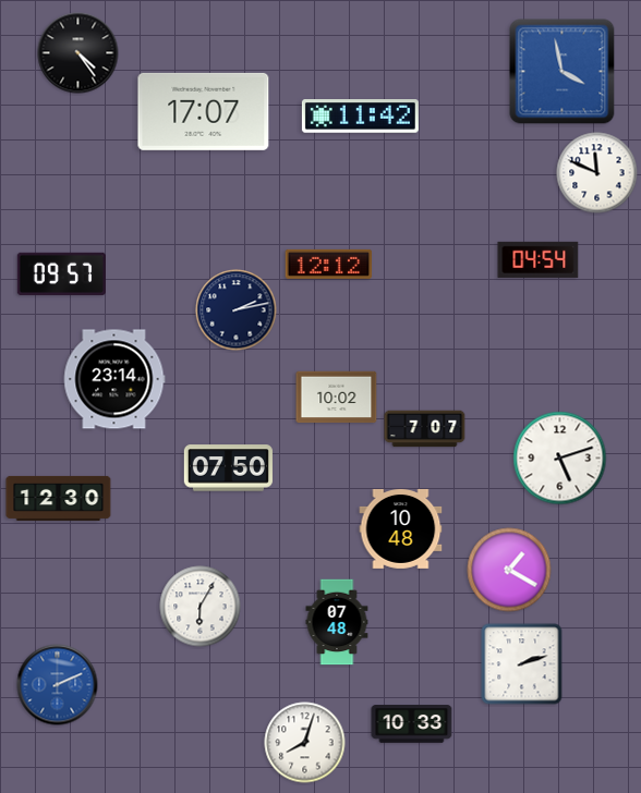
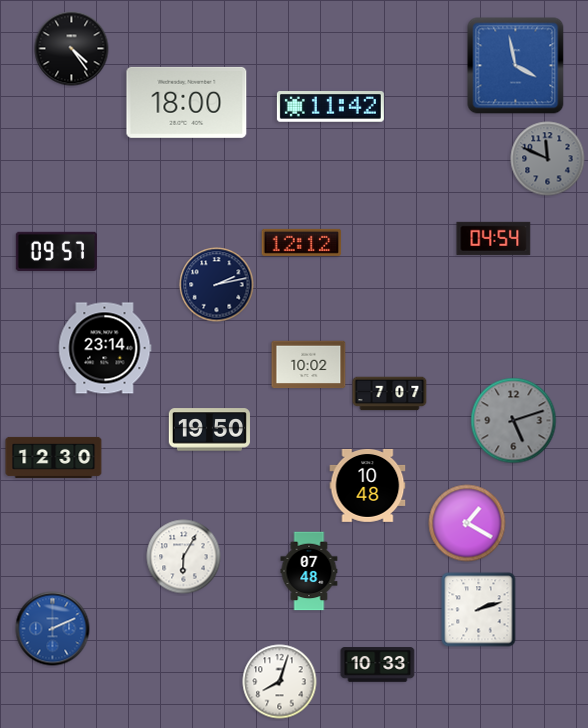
clock at (204, 111): 17:07 -> 18:00
clock at (597, 173) dial: white -> grey
clock at (560, 459) dial: white -> grey
clock at (228, 468): 07:50 -> 19:50
